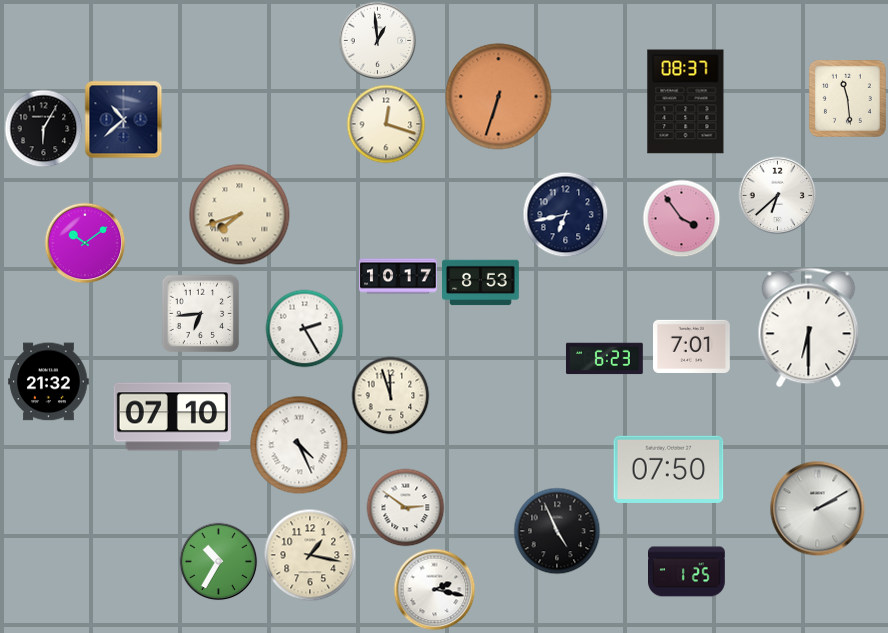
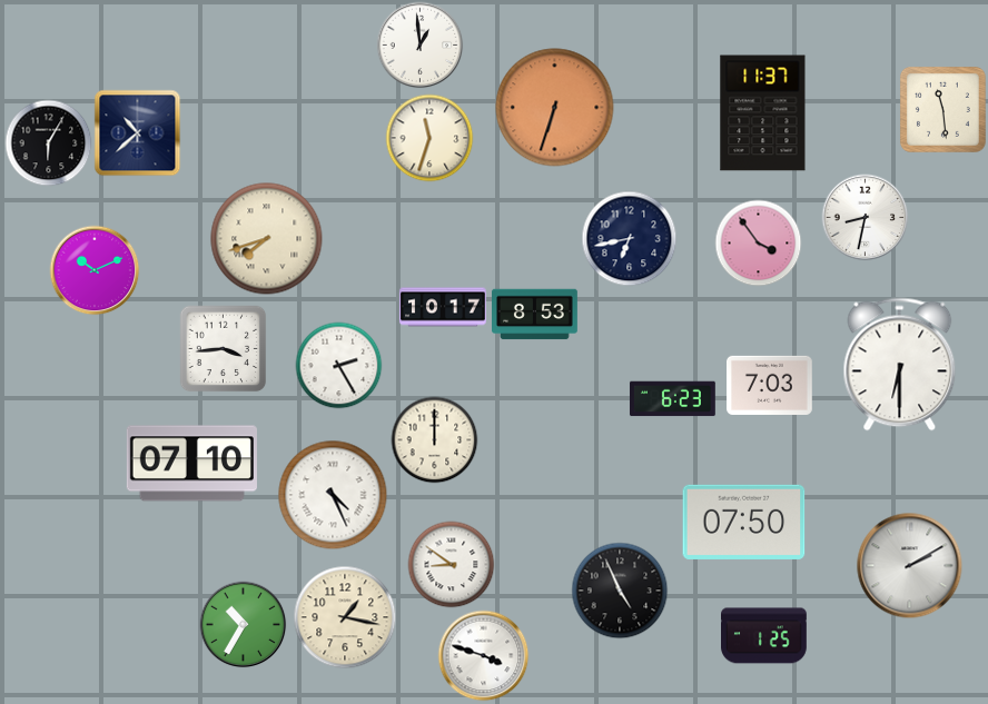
clock at (686, 102): 08:37 -> 11:37
clock at (386, 124): 12:18 -> 11:33
clock at (777, 195): 6:38 -> 8:32
clock at (85, 243): 10:09 -> 10:11
clock at (200, 313): 6:44 -> 3:44
clock at (692, 346): 7:01 -> 7:03
clock at (49, 382): 21:32 -> none
clock at (390, 395): 11:57 -> 12:00
clock at (405, 507): 2:51 -> 8:51
clock at (434, 589): 2:17 -> 3:48
